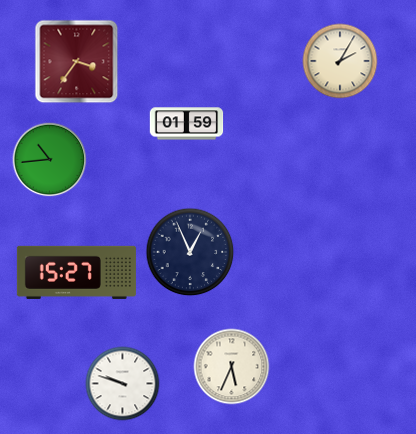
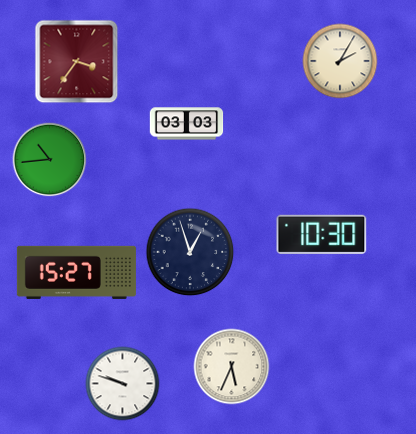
clock at (187, 124): 01:59 -> 03:03
clock at (322, 234): none -> 10:30
clock at (190, 252): 12:56 -> 12:57
